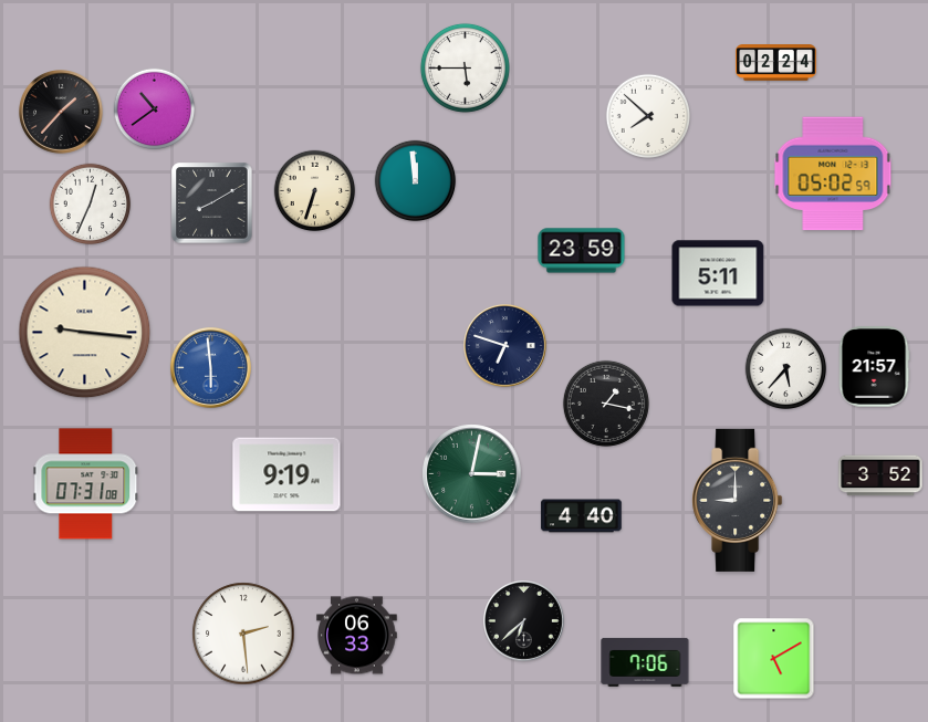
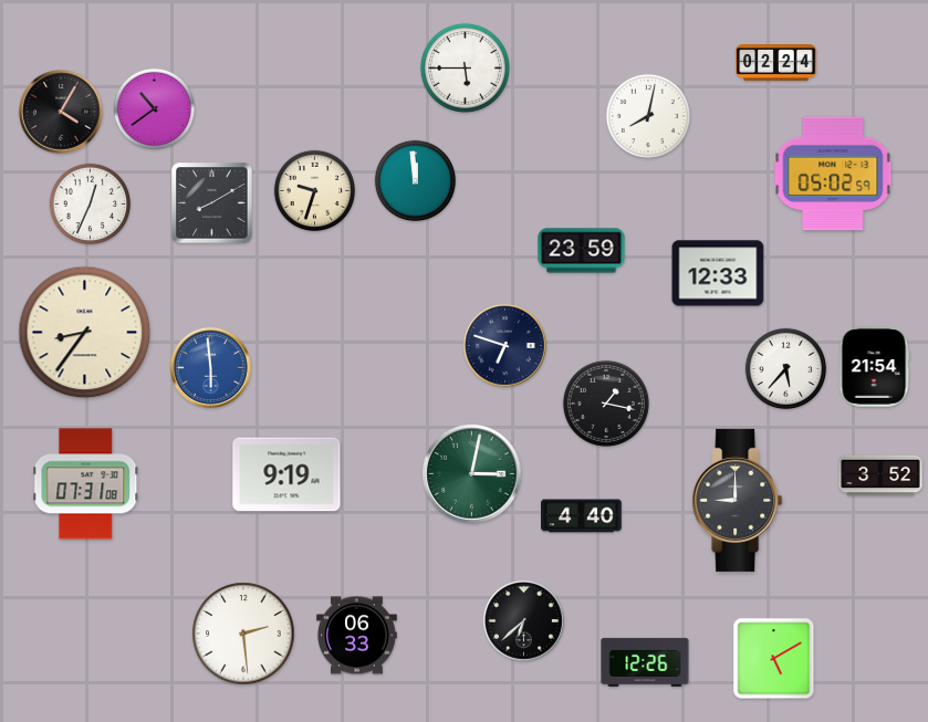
clock at (62, 113): 1:37 -> 4:05
clock at (647, 115): 7:52 -> 8:02
clock at (315, 191): 6:33 -> 9:33
clock at (718, 273): 5:11 -> 12:33
clock at (85, 333): 9:16 -> 8:36
clock at (874, 367): 21:57 -> 21:54
clock at (645, 662): 7:06 -> 12:26
